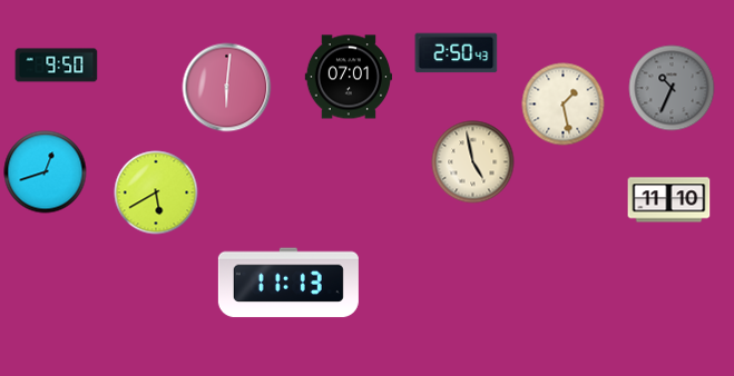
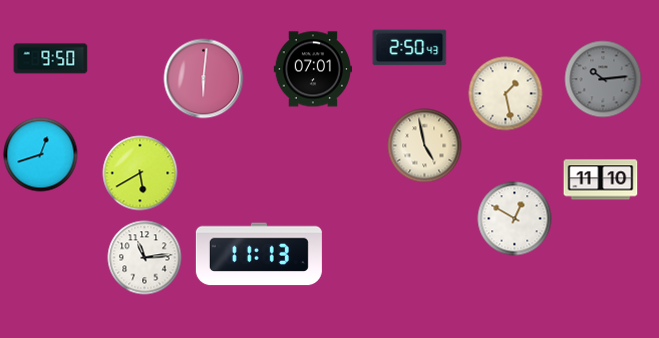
clock at (672, 88): 10:34 -> 10:14
clock at (515, 219): none -> 12:50
clock at (145, 258): none -> 11:14
